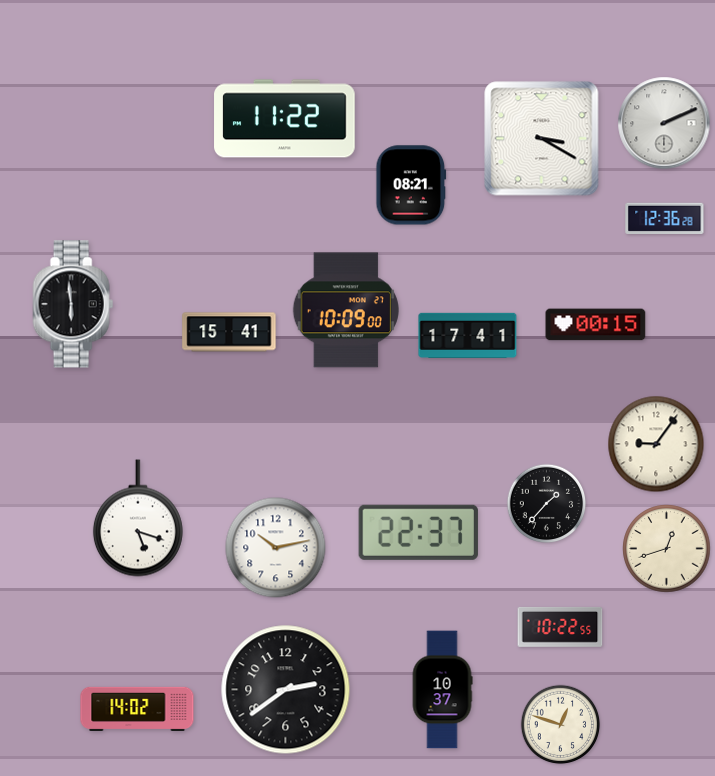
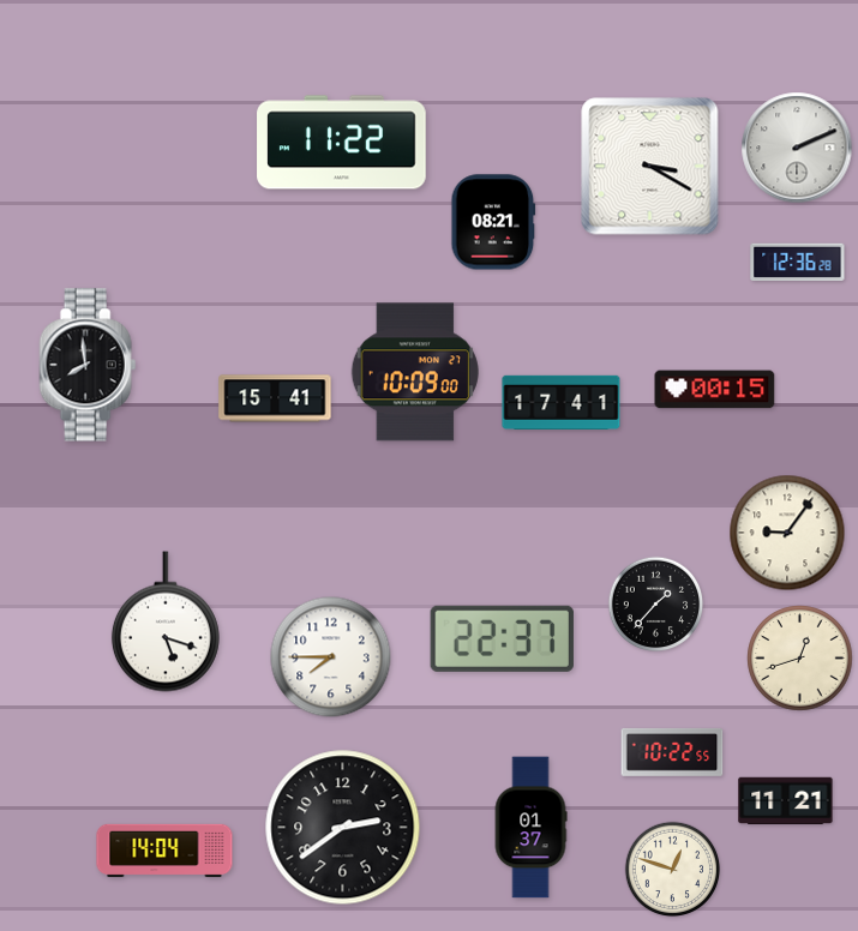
clock at (73, 304): 5:59 -> 7:59
clock at (276, 548): 10:13 -> 7:45
clock at (786, 801): none -> 11:21
clock at (442, 690): 10:37 -> 01:37
clock at (137, 708): 14:02 -> 14:04
